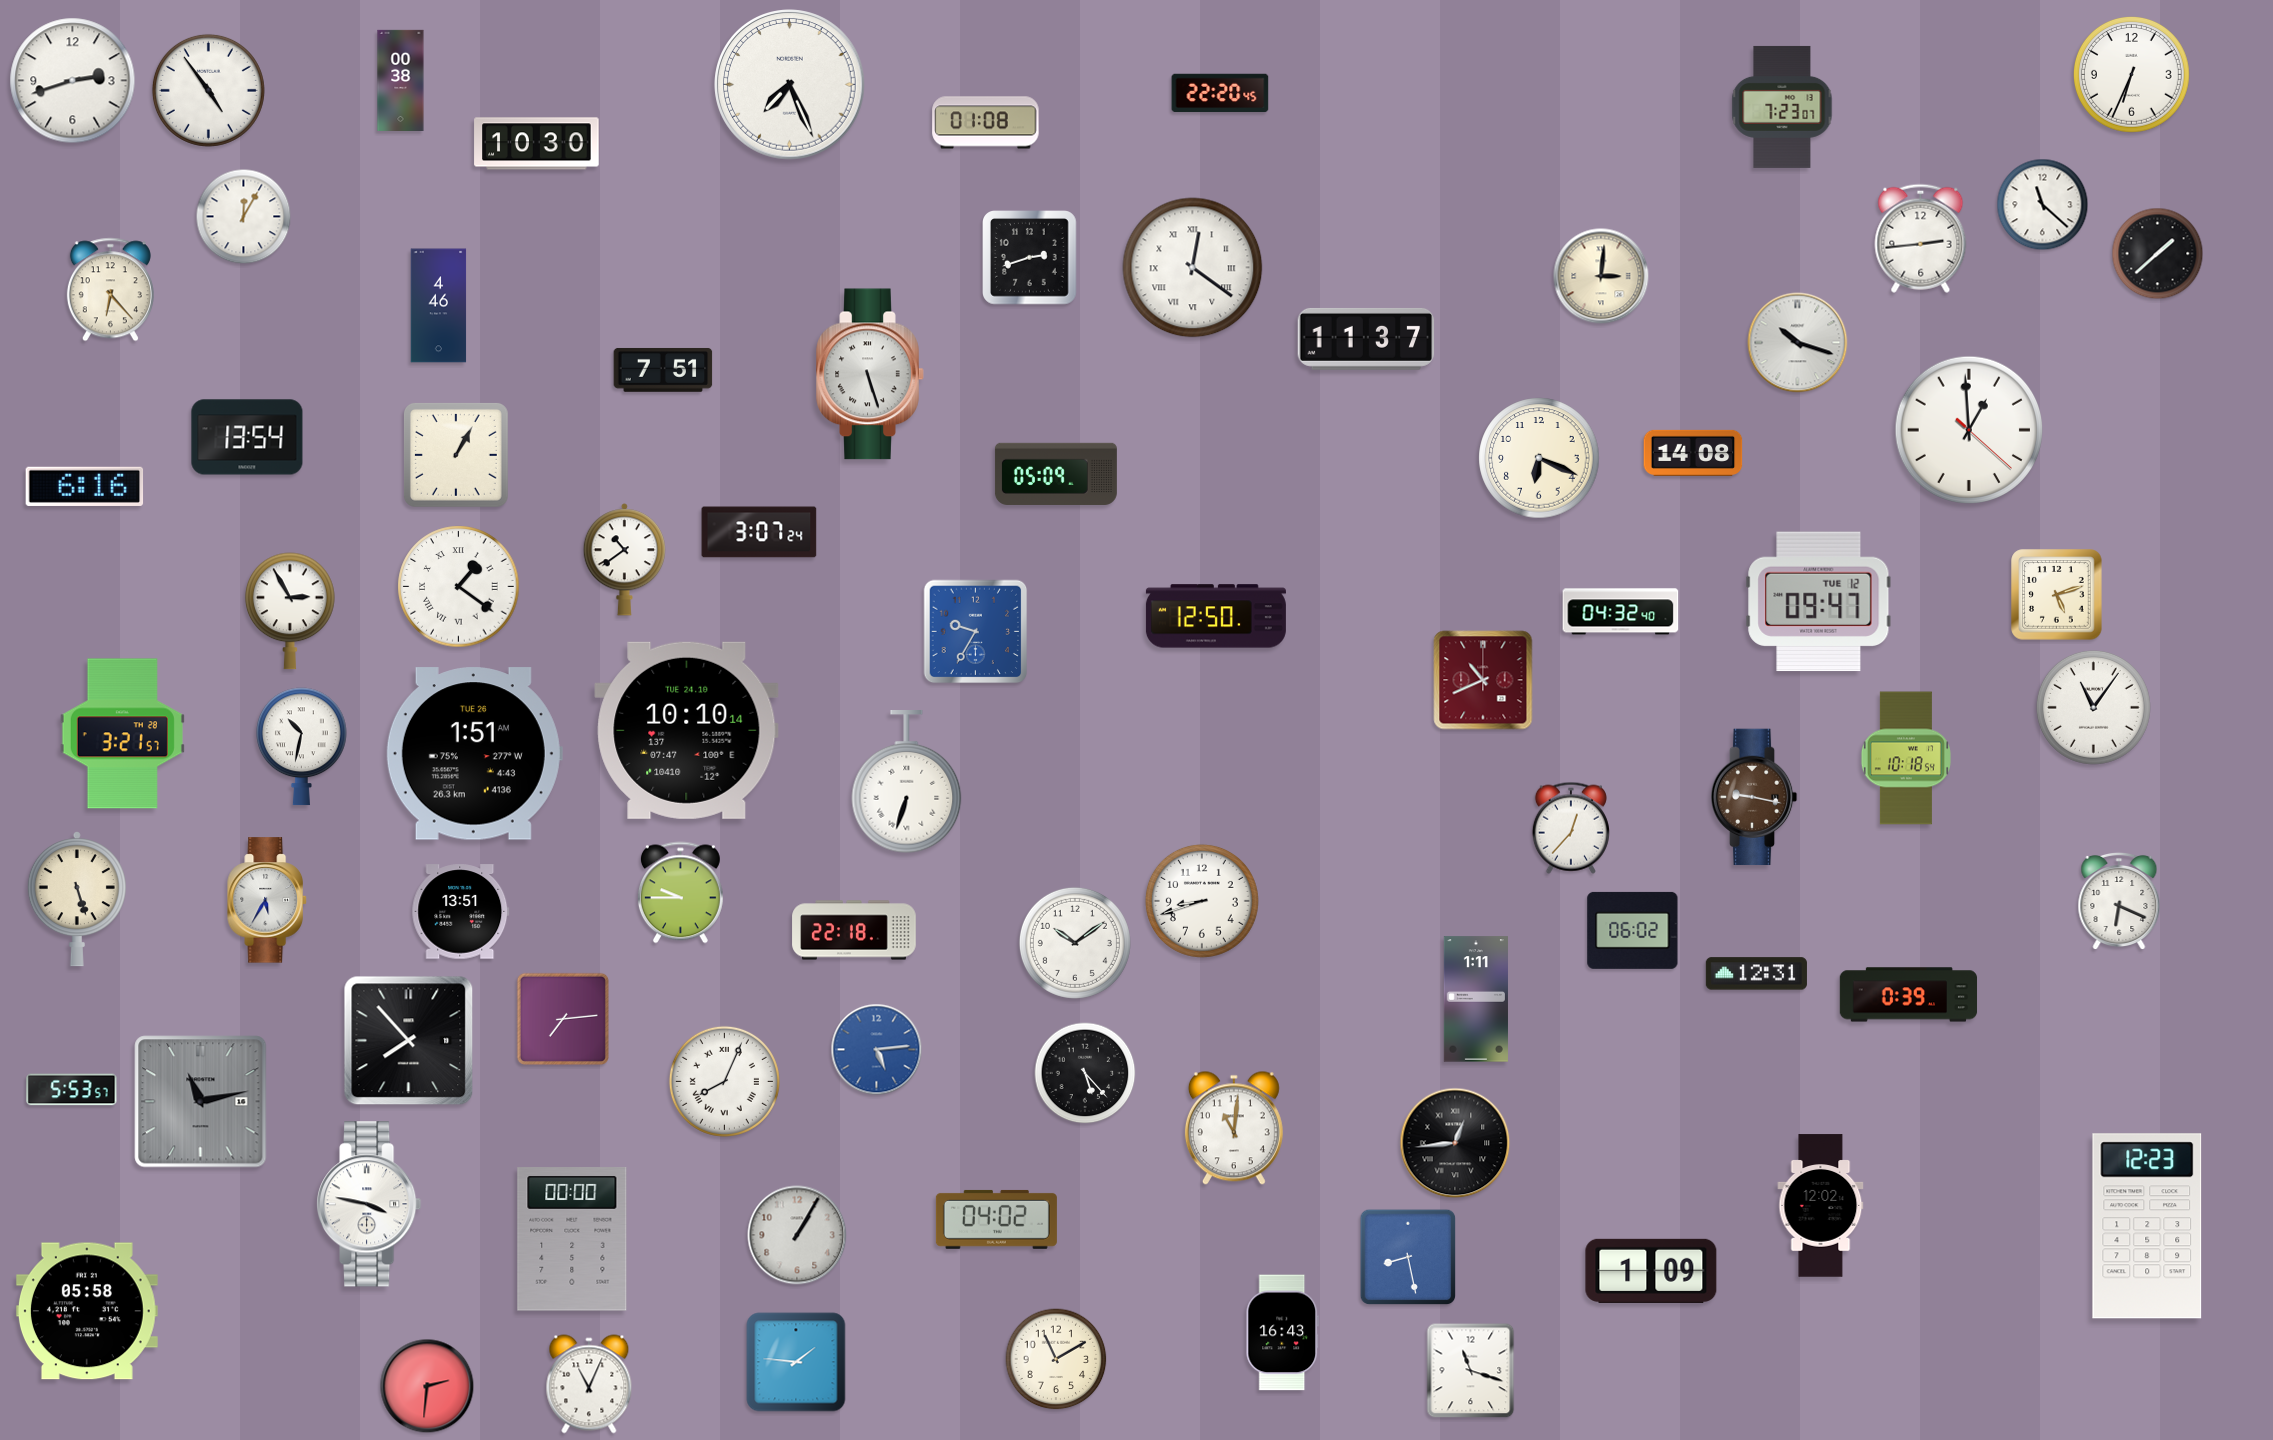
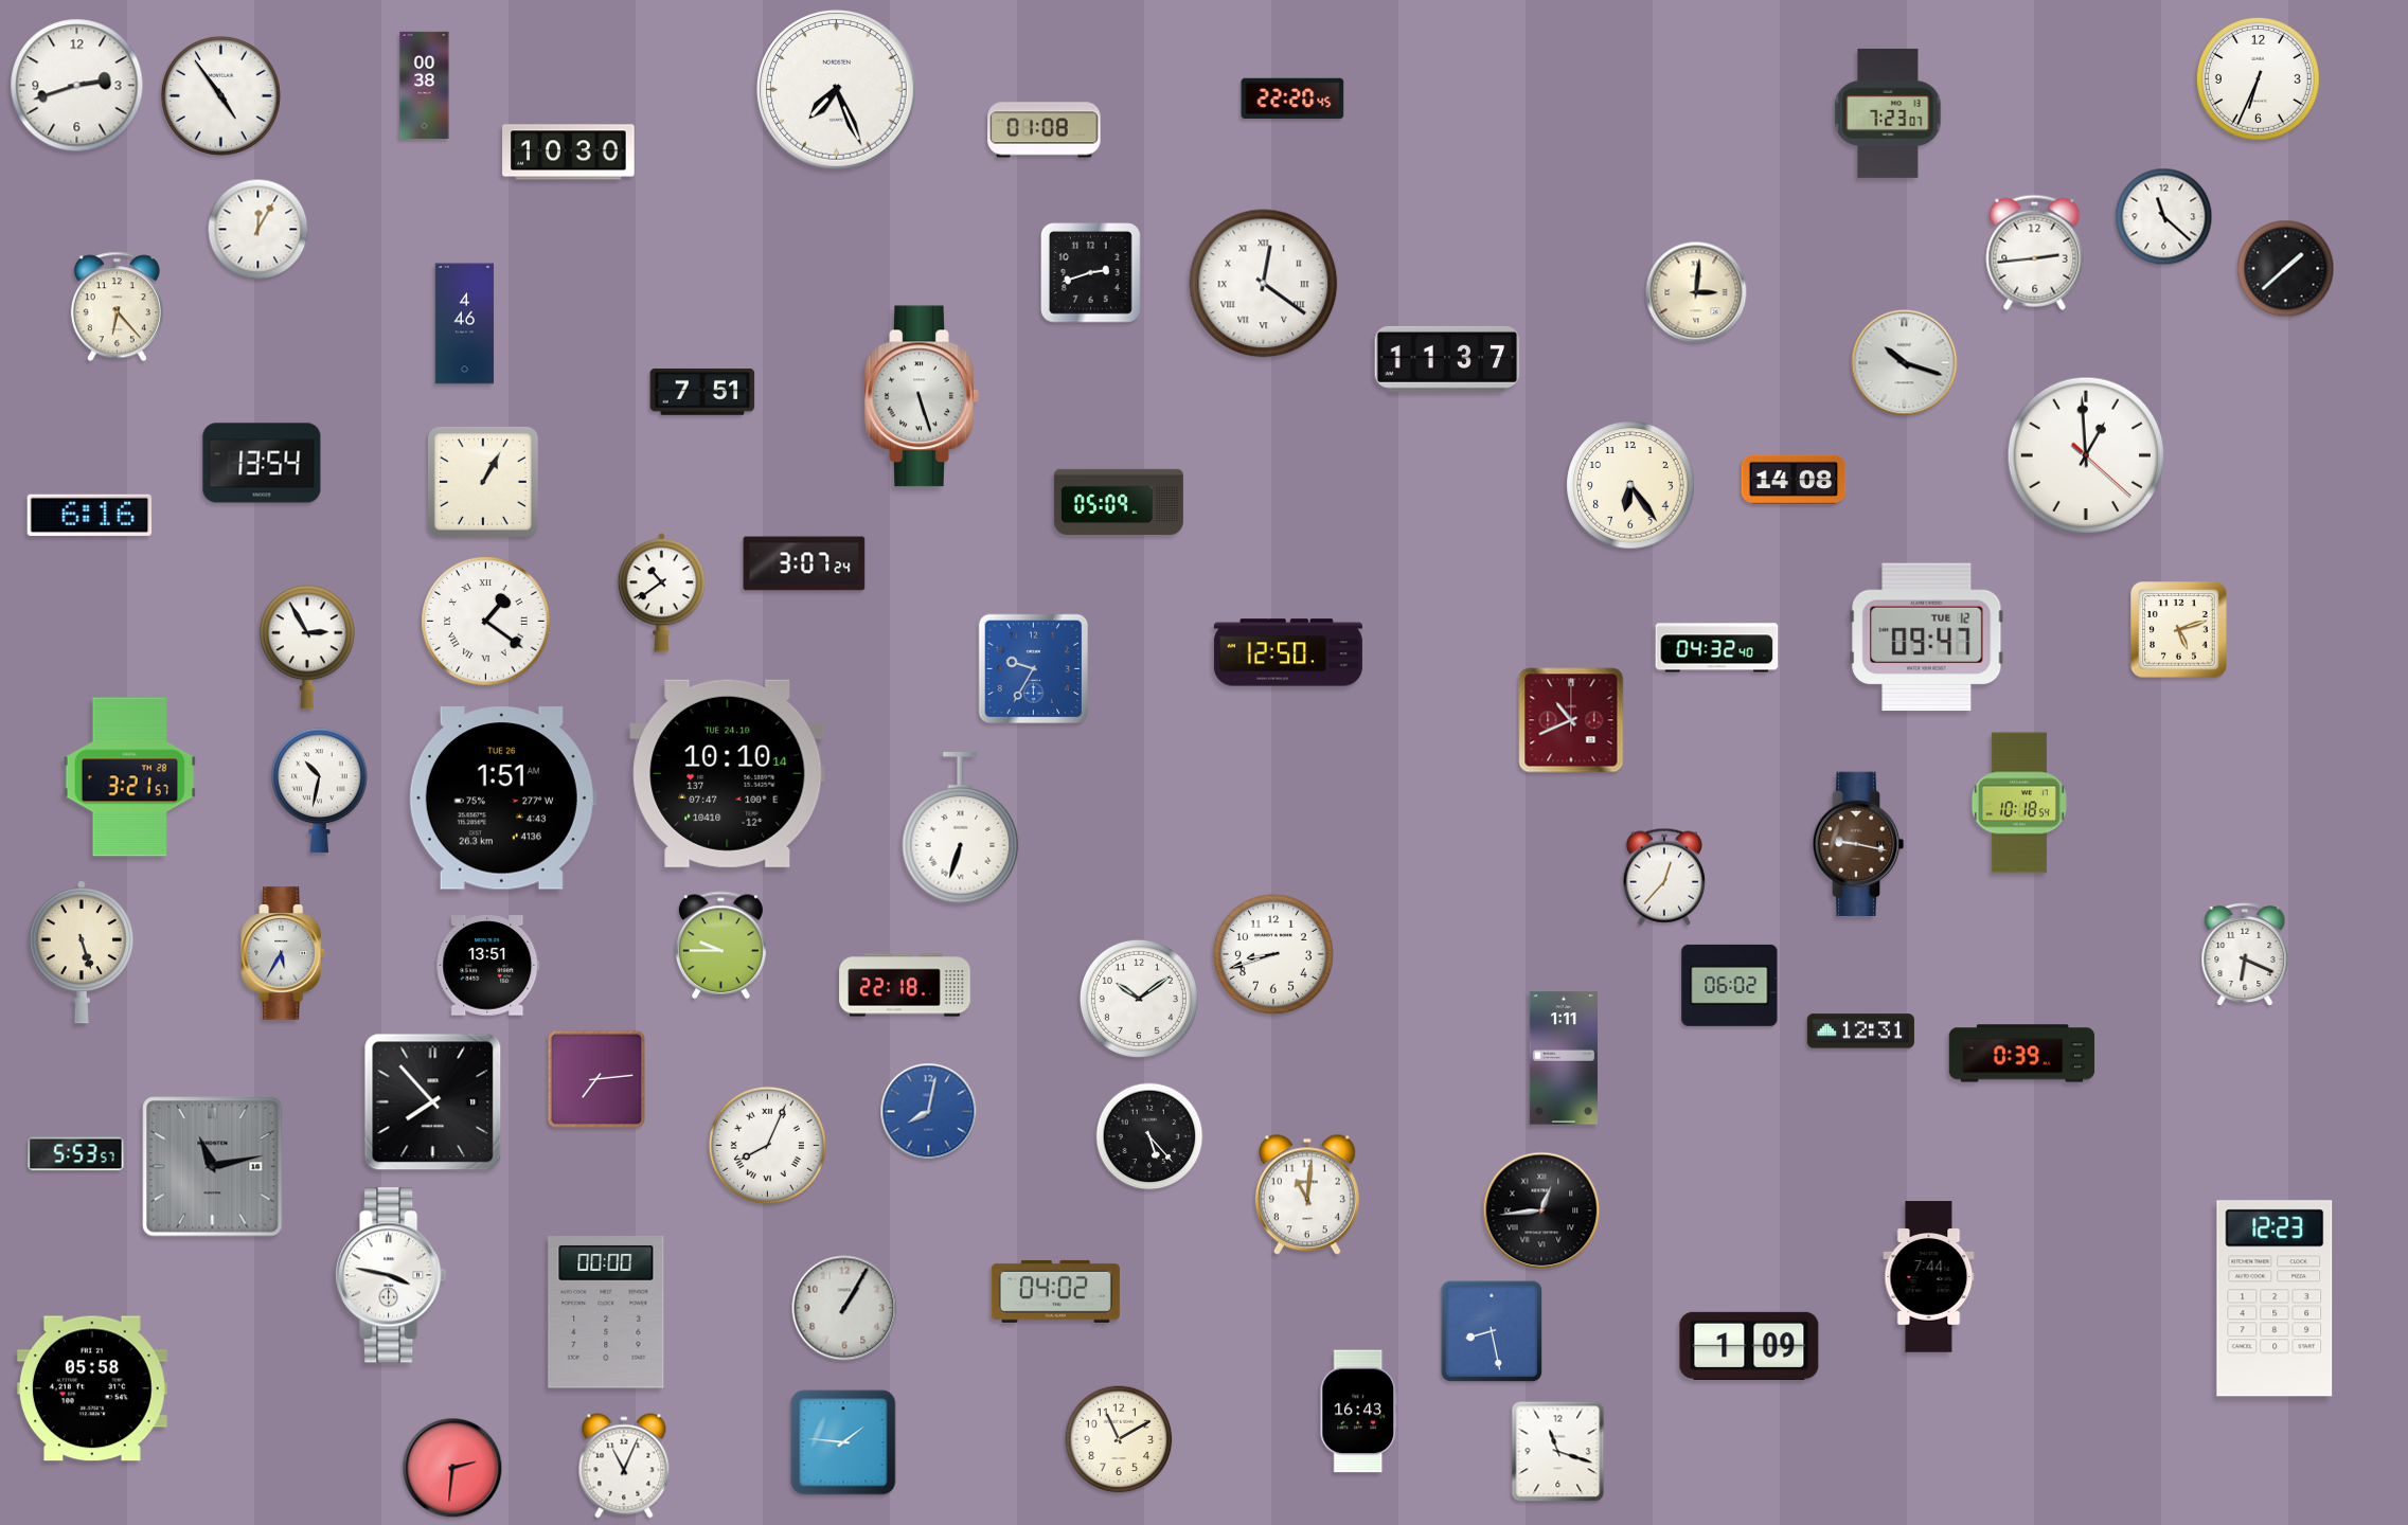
clock at (1539, 458): 6:19 -> 6:24
clock at (2093, 707): 11:06 -> none
clock at (877, 1050): 5:14 -> 8:02
clock at (1821, 1206): 12:02 -> 7:44
